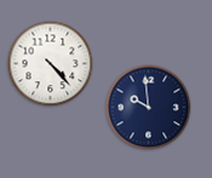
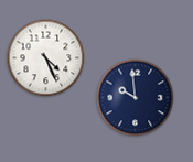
clock at (51, 64): 4:23 -> 4:26
